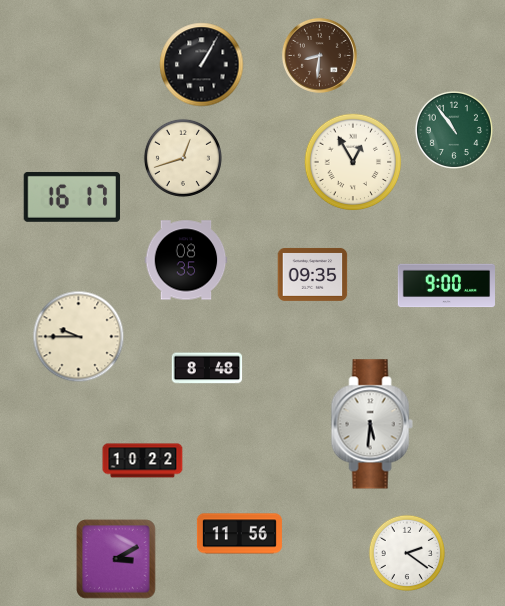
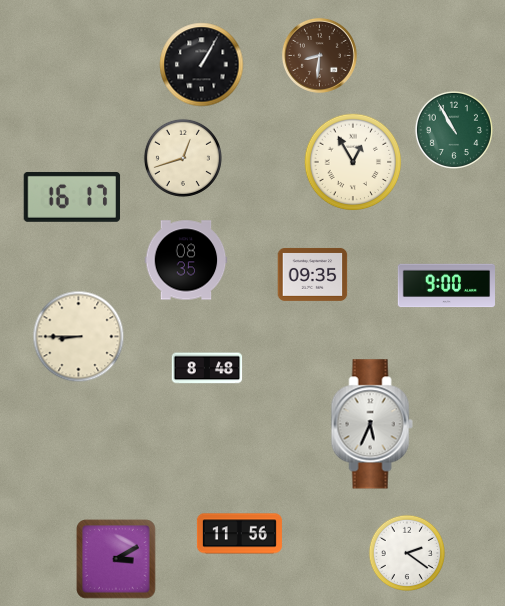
clock at (454, 130): 10:54 -> 10:55
clock at (79, 337): 9:45 -> 8:45
clock at (372, 424): 5:31 -> 5:34
clock at (143, 461): 10:22 -> none
